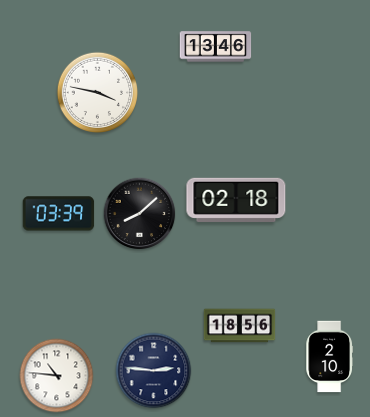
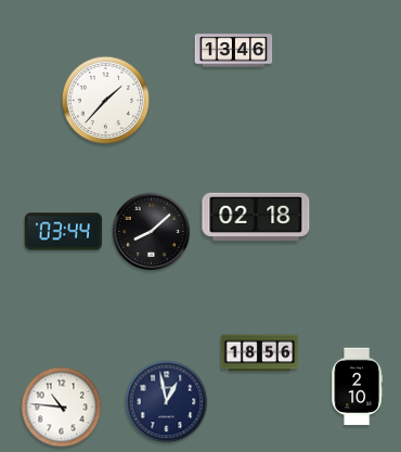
clock at (98, 93): 3:47 -> 1:37
clock at (59, 214): 03:39 -> 03:44
clock at (154, 371): 2:46 -> 12:58
